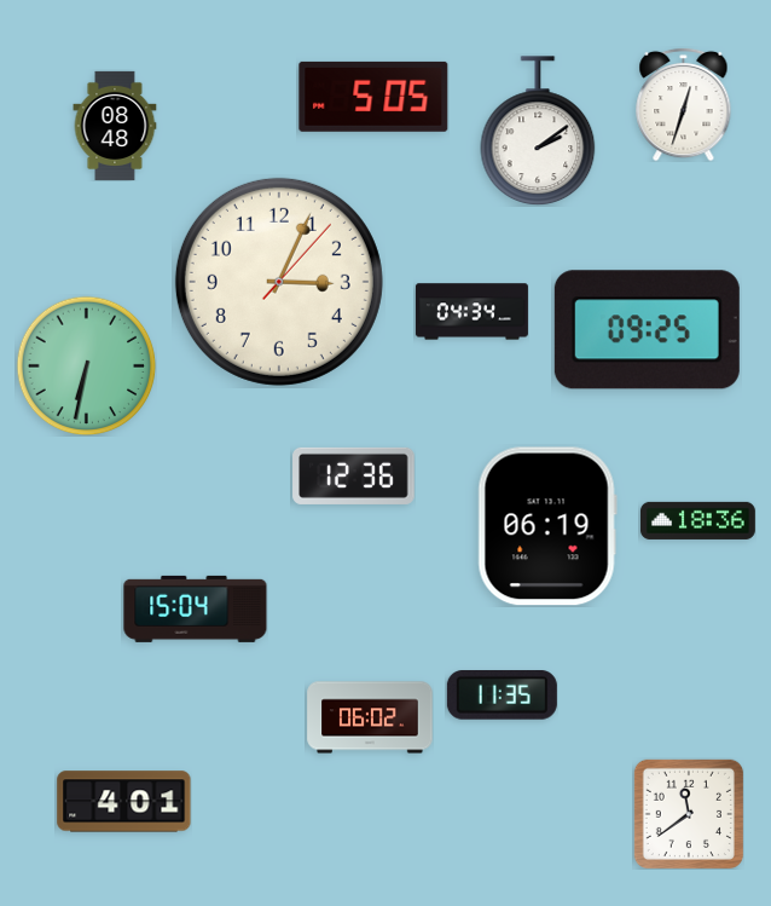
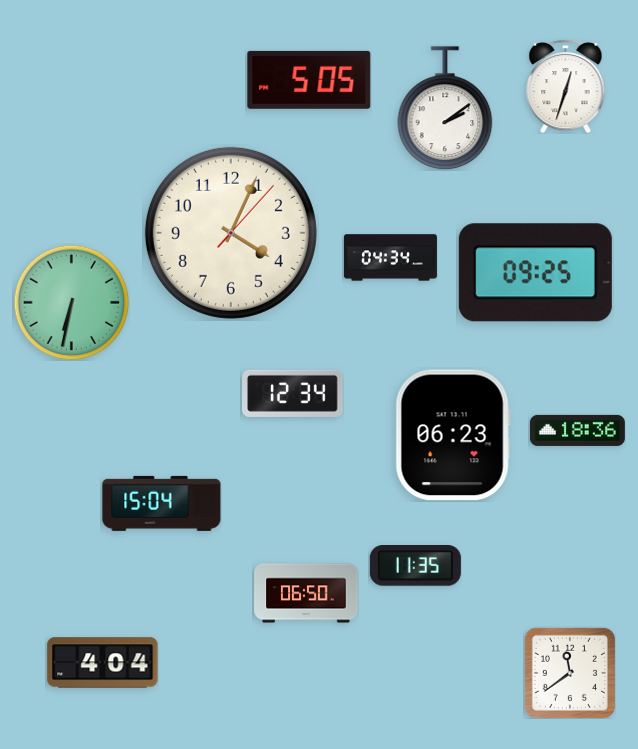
clock at (115, 126): 08:48 -> none
clock at (279, 282): 3:04 -> 4:04
clock at (354, 475): 12:36 -> 12:34
clock at (547, 526): 06:19 -> 06:23
clock at (502, 696) position: (502, 696) -> (415, 566)
clock at (370, 717): 06:02 -> 06:50
clock at (124, 802): 4:01 -> 4:04
